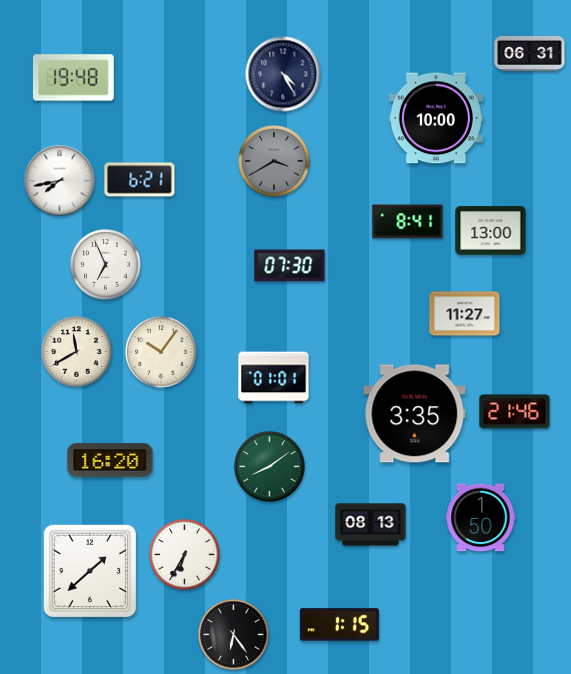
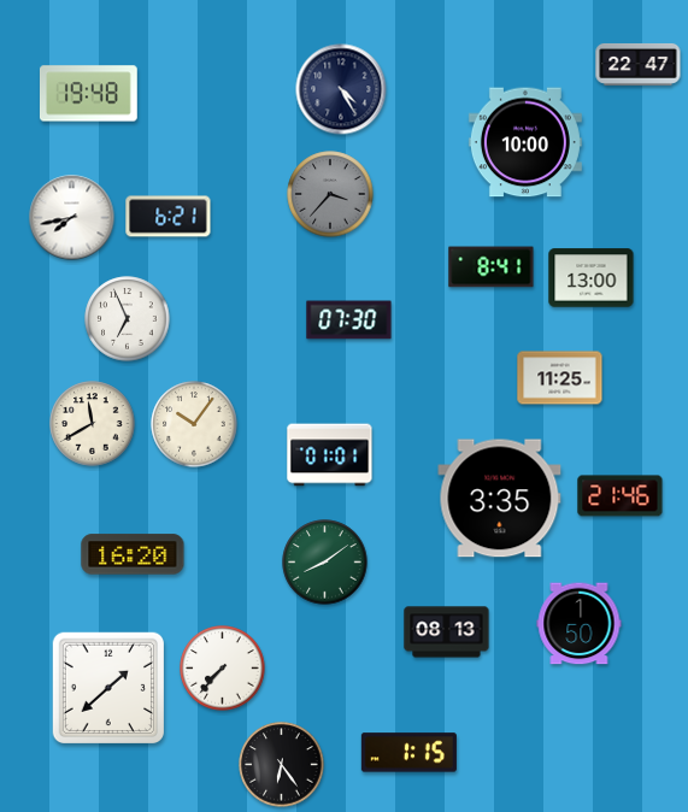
clock at (530, 53): 06:31 -> 22:47
clock at (274, 161): 3:40 -> 3:37
clock at (465, 314): 11:27 -> 11:25
clock at (185, 555): 6:35 -> 7:37
